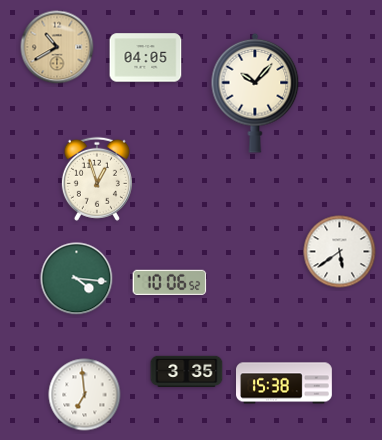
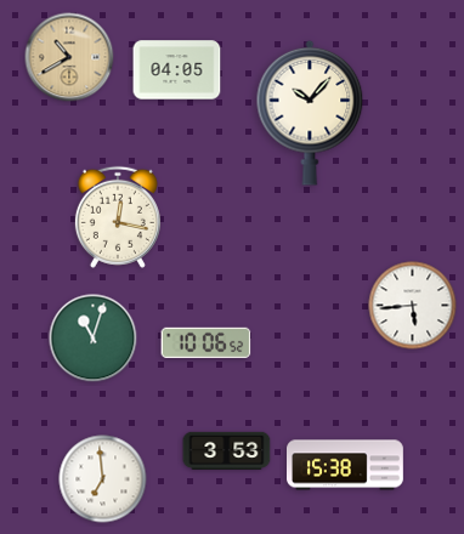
clock at (97, 179): 12:57 -> 12:17
clock at (340, 252): 5:39 -> 5:44
clock at (77, 279): 4:16 -> 11:03
clock at (187, 371): 3:35 -> 3:53
